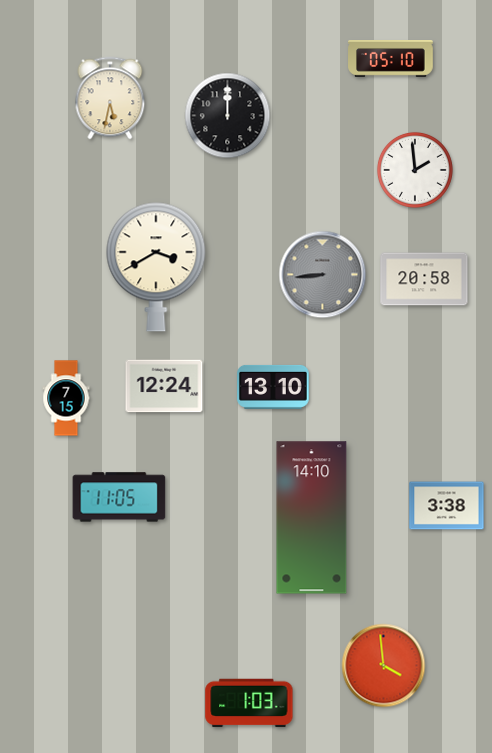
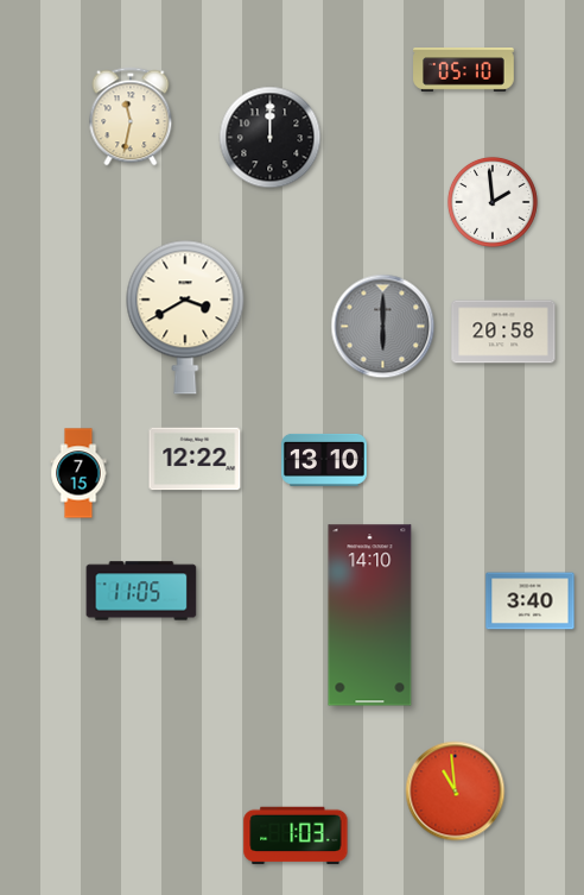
clock at (110, 98): 5:32 -> 11:32
clock at (323, 275): 8:44 -> 6:00
clock at (164, 386): 12:24 -> 12:22
clock at (447, 506): 3:38 -> 3:40
clock at (384, 666): 3:59 -> 10:59
